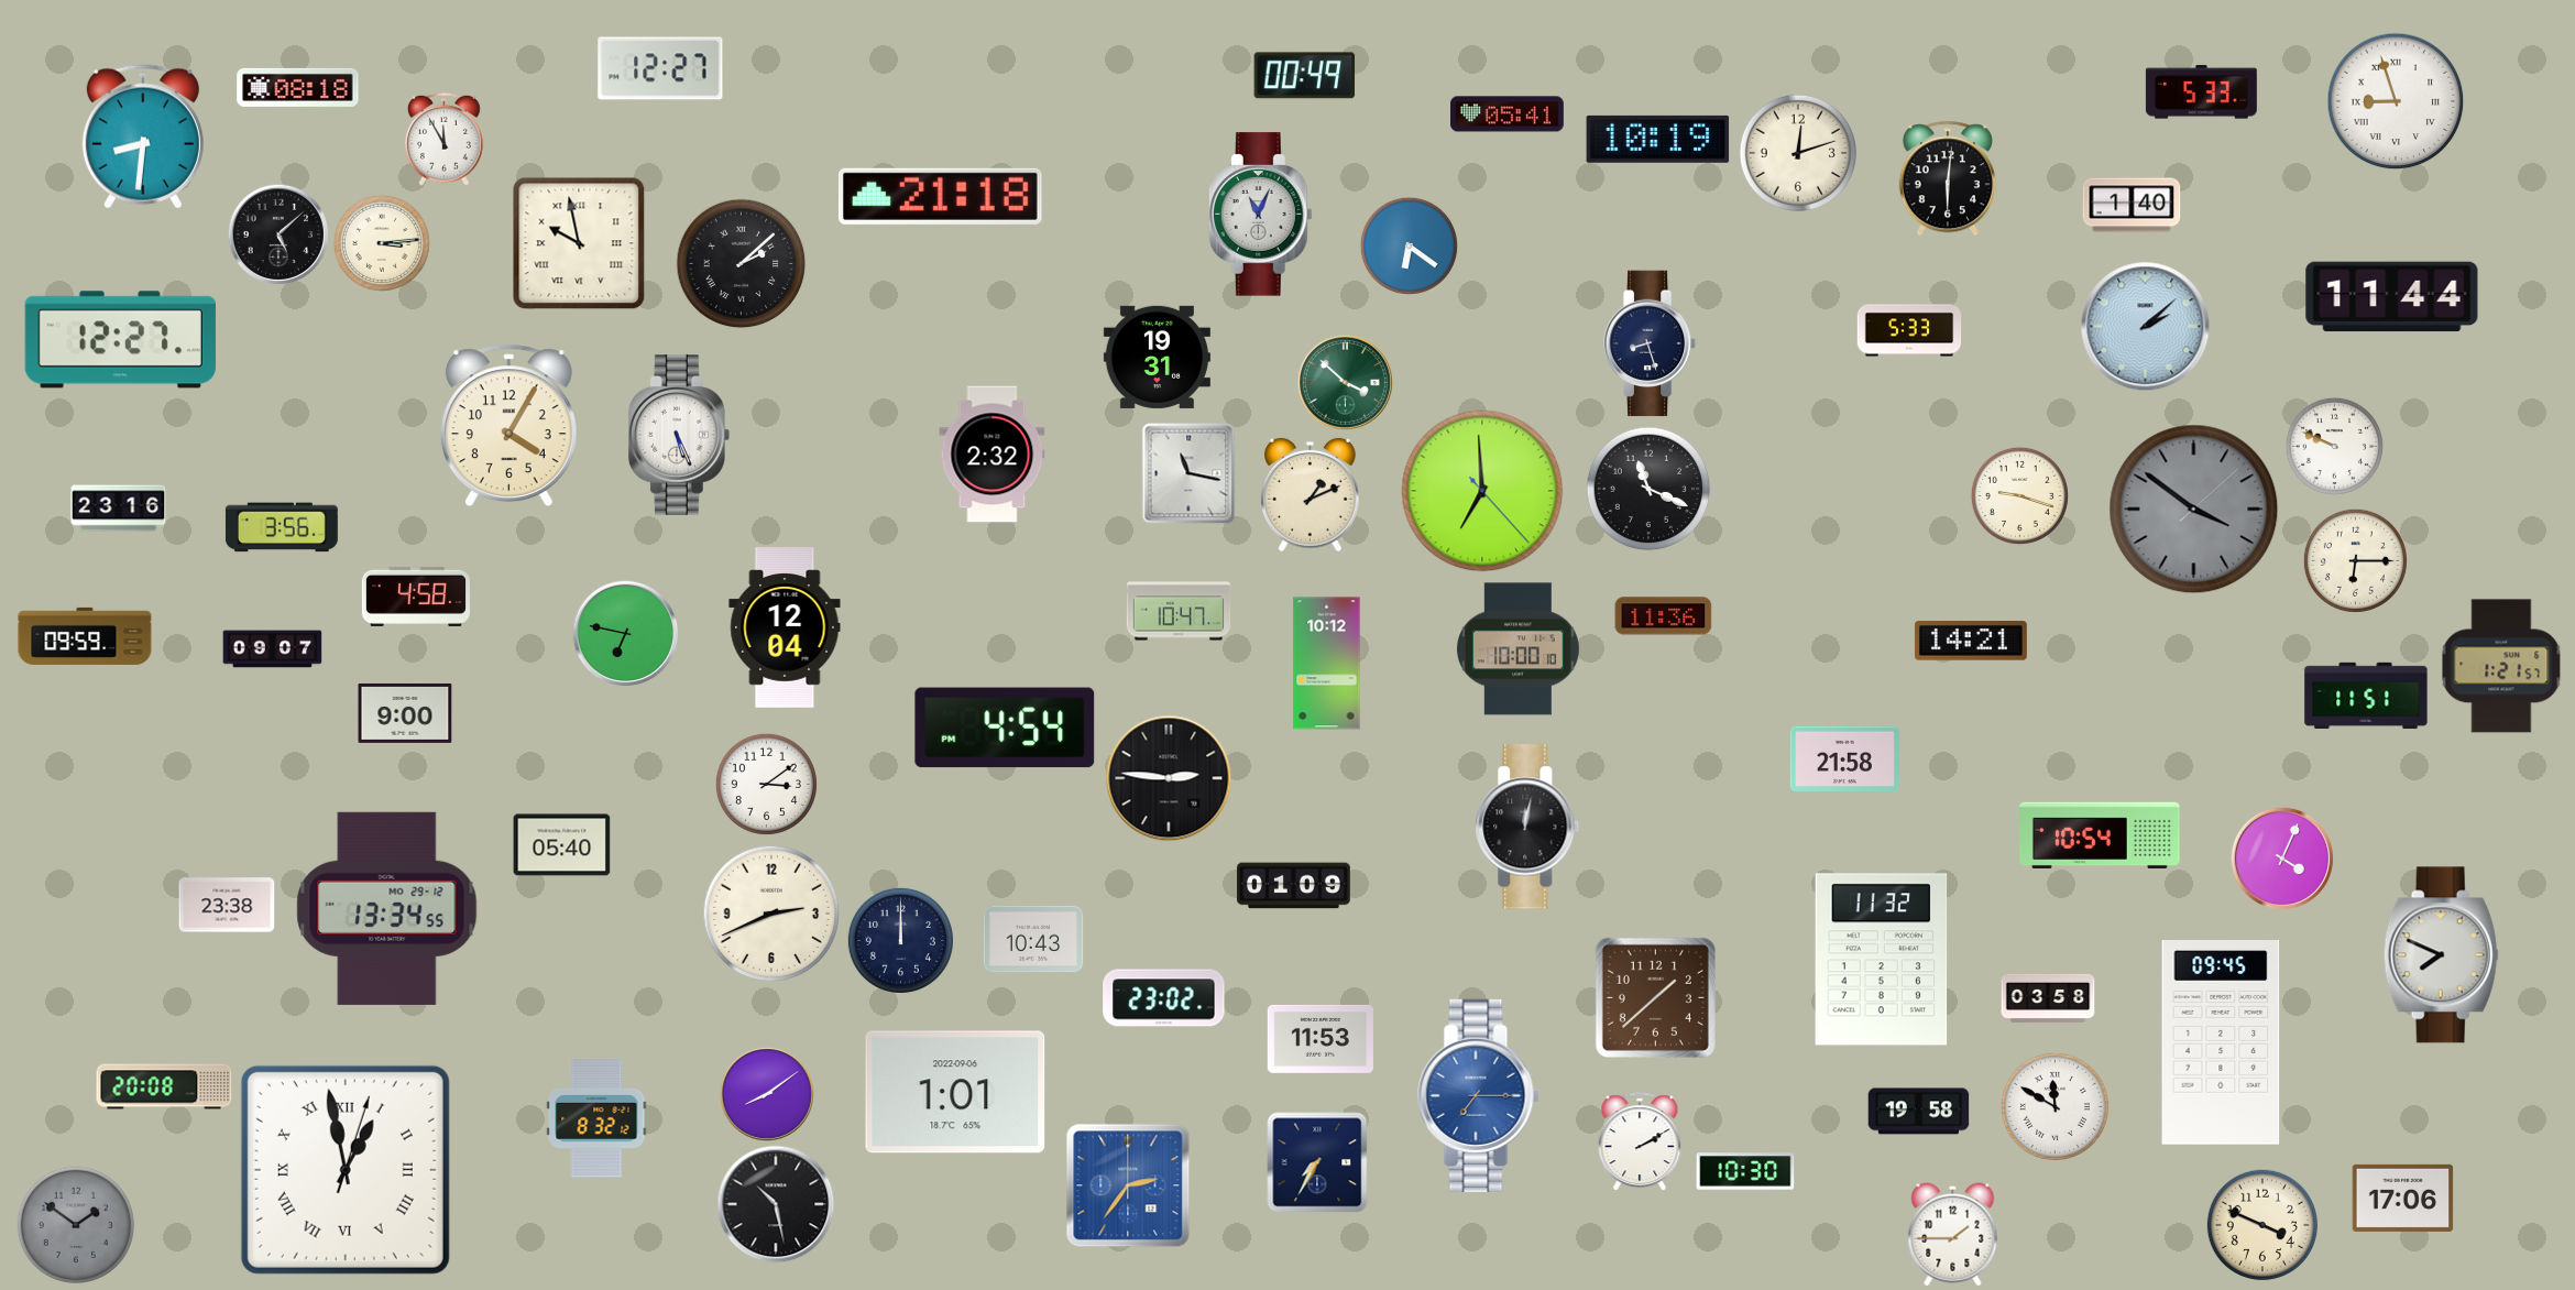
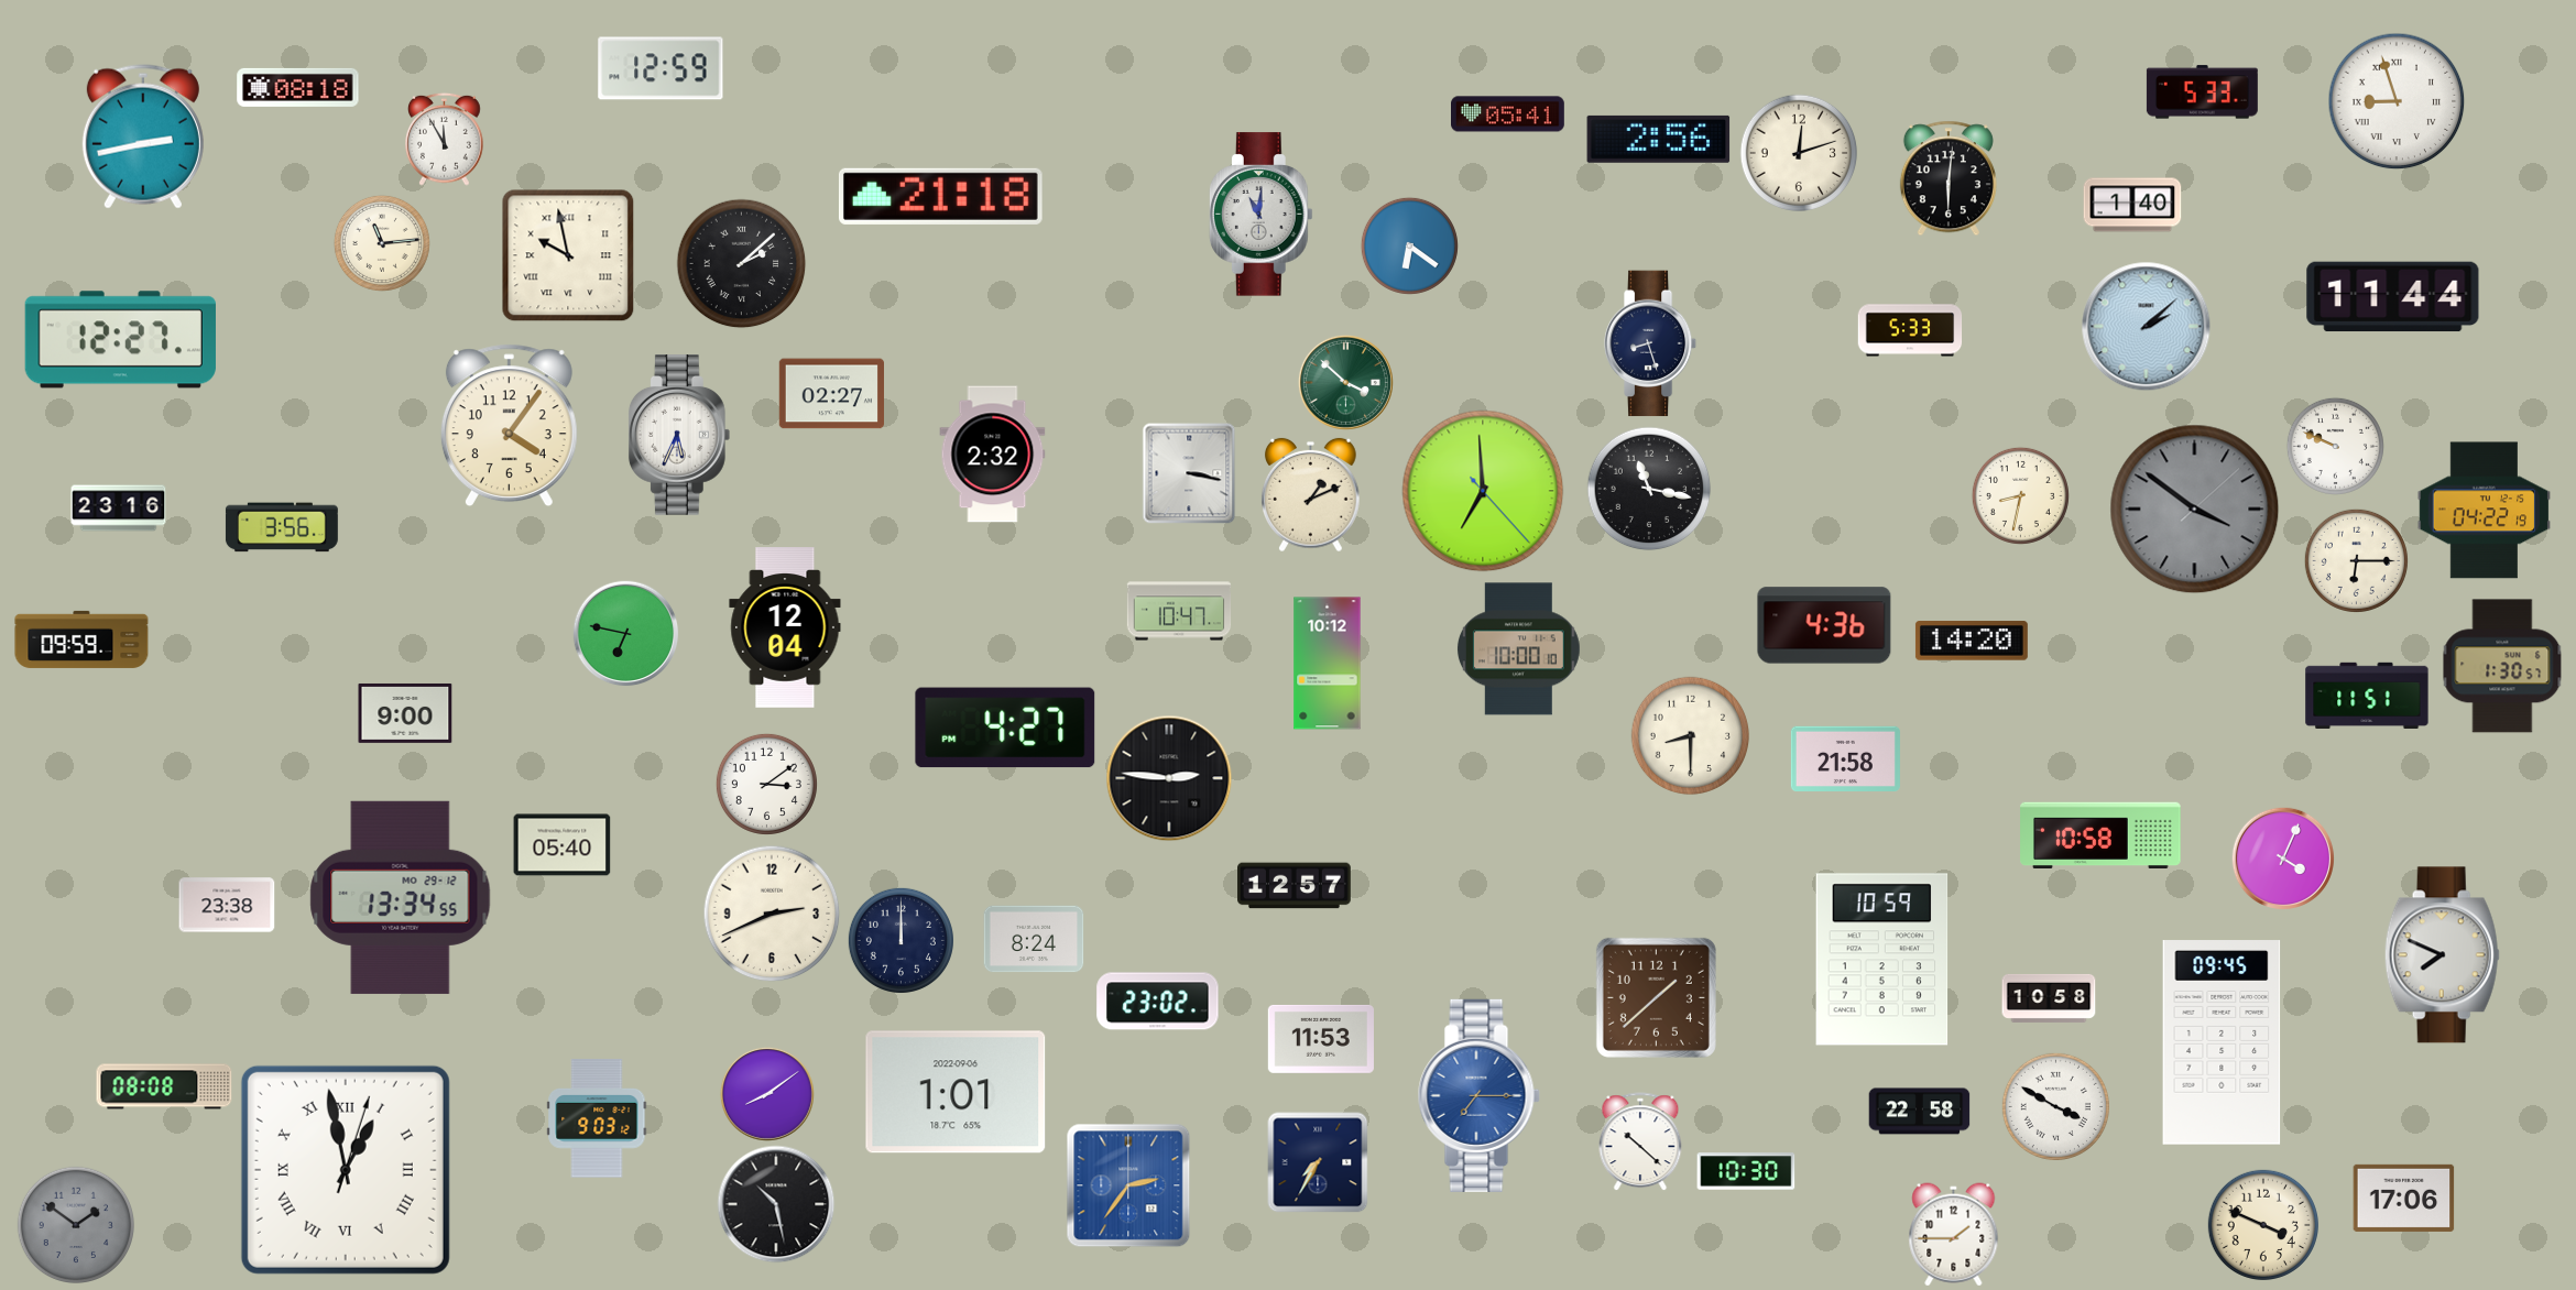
clock at (660, 68): 12:27 -> 12:59
clock at (1305, 76): 00:49 -> none
clock at (143, 136): 8:31 -> 2:43
clock at (1658, 139): 10:19 -> 2:56
clock at (1260, 215): 11:04 -> 11:01
clock at (278, 234): 5:08 -> none
clock at (382, 243): 3:14 -> 11:14
clock at (579, 243) position: (579, 243) -> (568, 255)
clock at (1157, 357): 19:31 -> none
clock at (831, 394): none -> 02:27
clock at (508, 426): 4:05 -> 4:06
clock at (679, 435): 5:26 -> 5:34
clock at (1188, 473): 11:17 -> 3:17
clock at (1648, 489): 11:19 -> 11:17
clock at (2019, 495): 9:18 -> 8:32
clock at (2484, 511): none -> 04:22
clock at (416, 597): 4:58 -> none
clock at (1664, 616): 11:36 -> none
clock at (1824, 625): none -> 4:36
clock at (85, 636) position: (85, 636) -> (81, 639)
clock at (1971, 641): 14:21 -> 14:20
clock at (273, 649): 09:07 -> none
clock at (2501, 666): 1:21 -> 1:30
clock at (1005, 728): 4:54 -> 4:27
clock at (1691, 736): none -> 8:30
clock at (1527, 827): 12:02 -> none
clock at (2100, 834): 10:54 -> 10:58
clock at (1294, 886): 01:09 -> 12:57
clock at (387, 908) position: (387, 908) -> (401, 897)
clock at (1033, 939): 10:43 -> 8:24
clock at (1882, 960): 11:32 -> 10:59
clock at (1164, 998) position: (1164, 998) -> (1158, 1002)
clock at (2048, 998): 03:58 -> 10:58
clock at (164, 1086): 20:08 -> 08:08
clock at (2054, 1106): 11:50 -> 3:50
clock at (1919, 1112): 19:58 -> 22:58
clock at (596, 1118): 8:32 -> 9:03
clock at (1640, 1141): 2:10 -> 10:22
